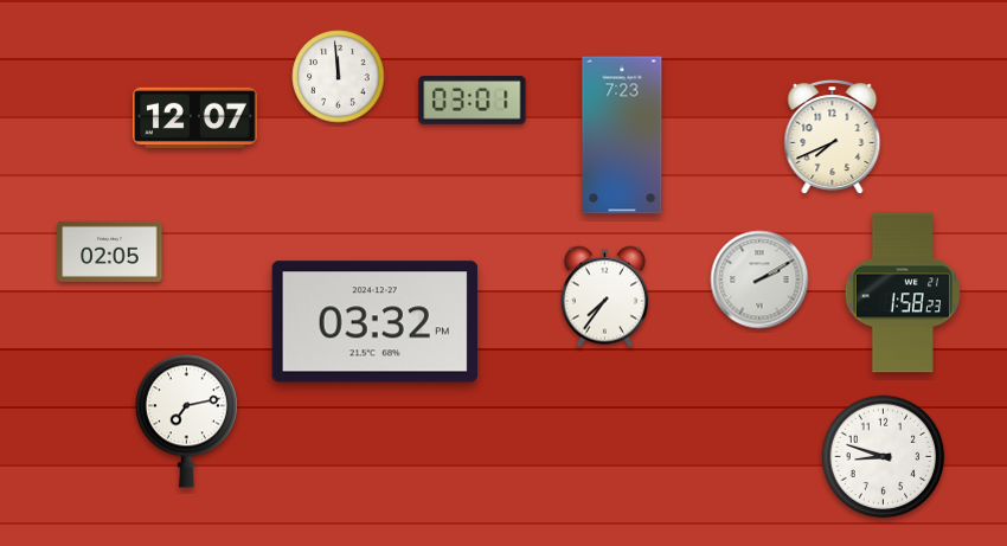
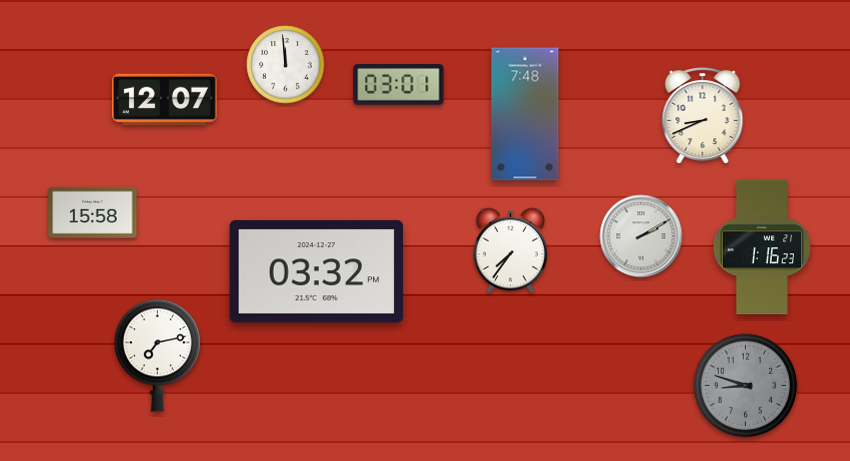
clock at (622, 135): 7:23 -> 7:48
clock at (833, 137): 7:41 -> 8:41
clock at (110, 251): 02:05 -> 15:58
clock at (903, 293): 1:58 -> 1:16
clock at (884, 457) dial: white -> grey
